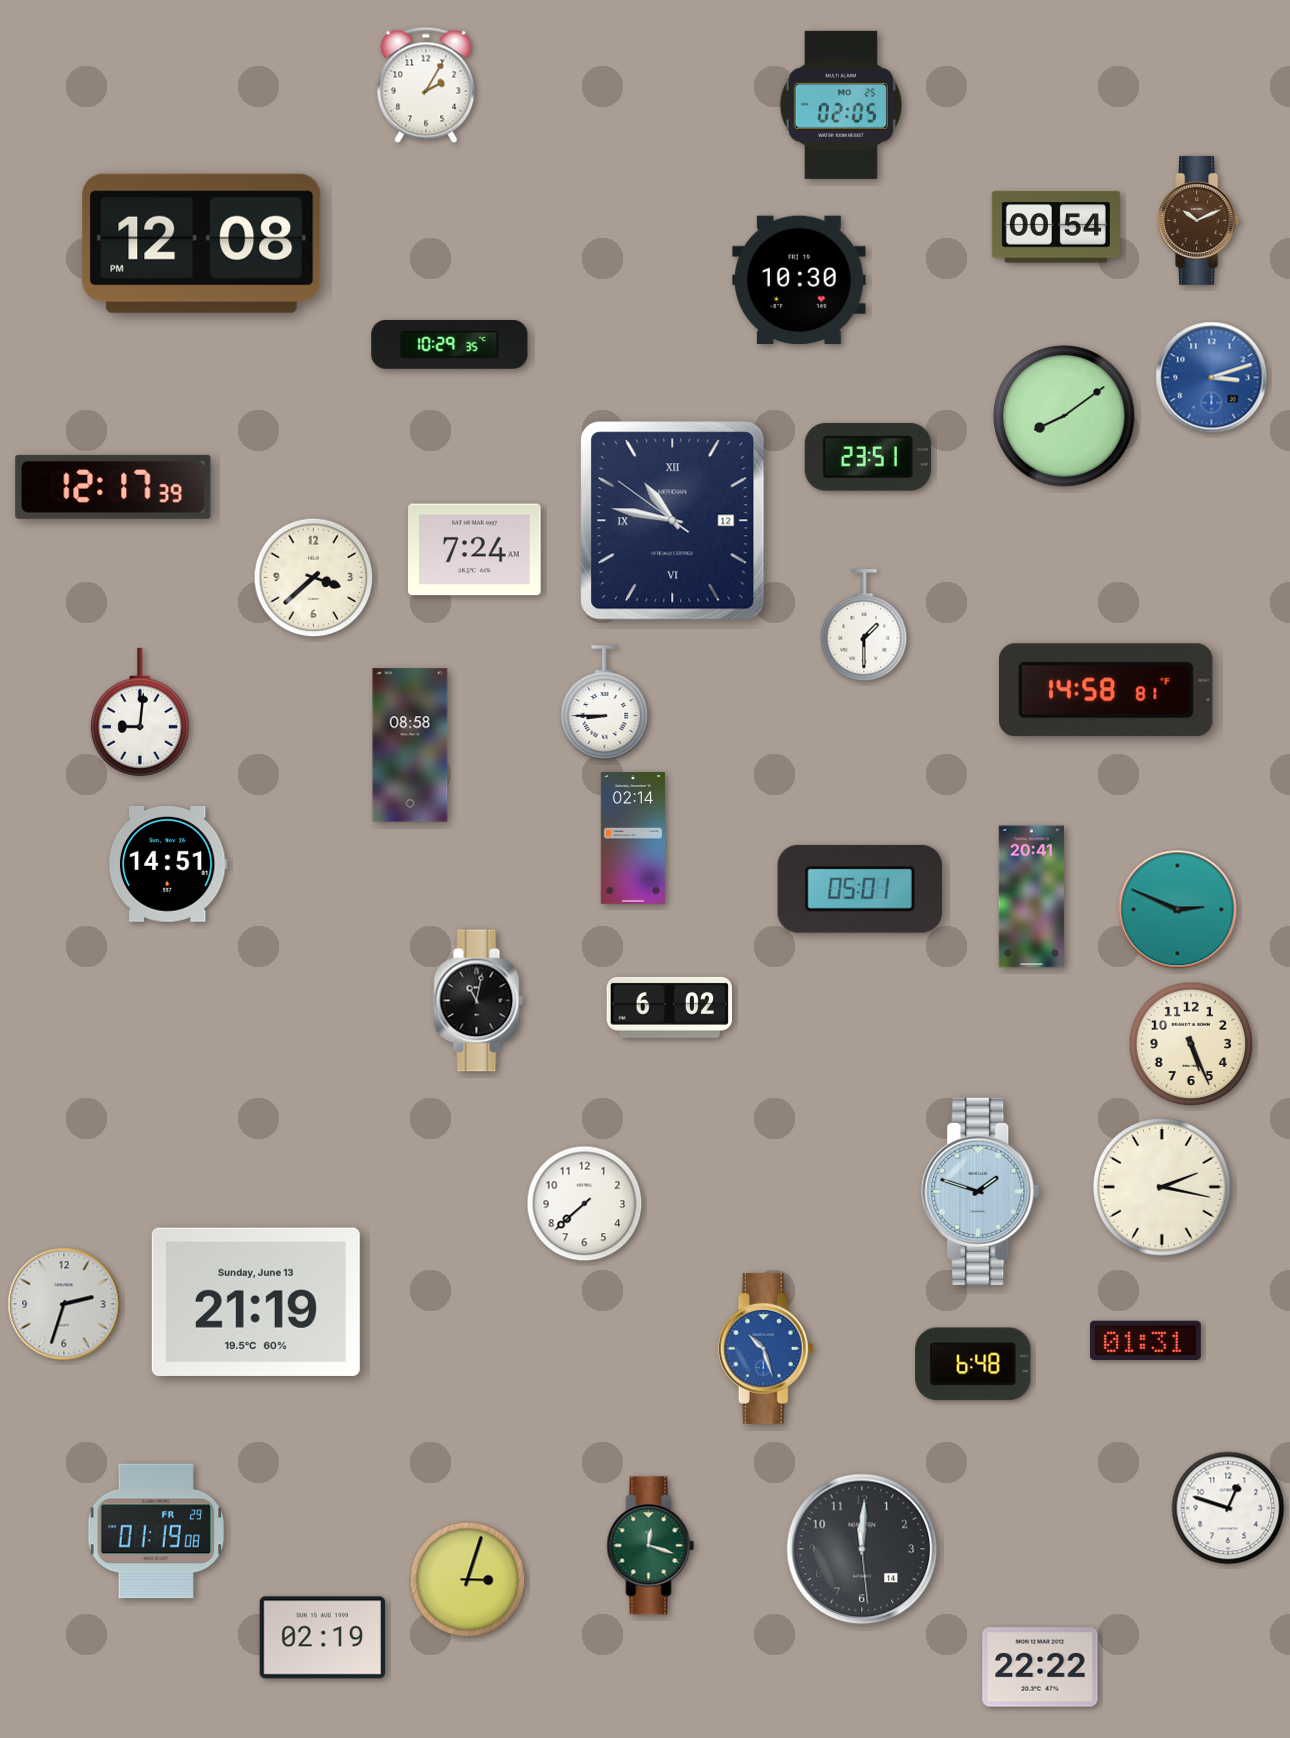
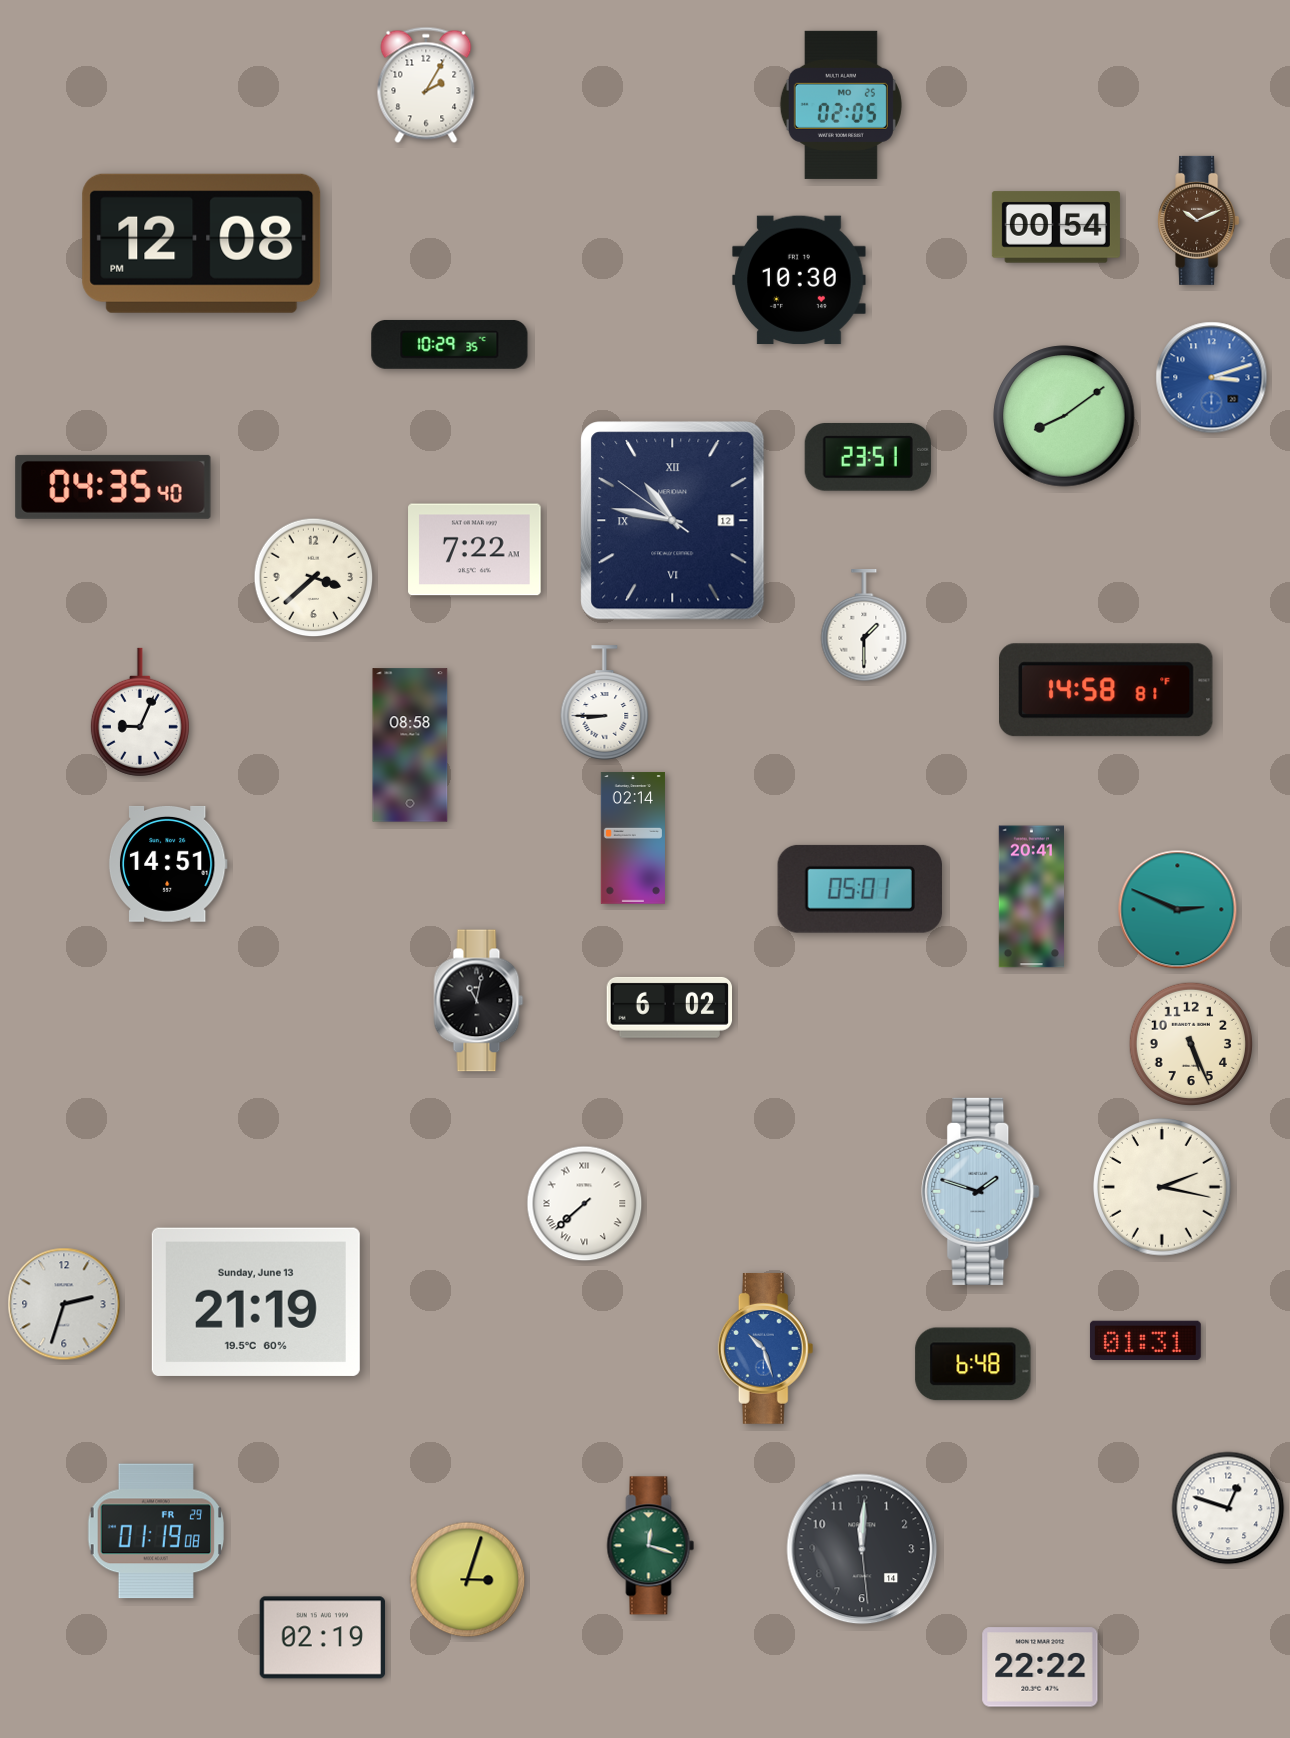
clock at (113, 487): 12:17 -> 04:35
clock at (475, 550): 7:24 -> 7:22
clock at (140, 712): 9:01 -> 9:04
clock at (585, 1204) numerals: Arabic -> Roman
